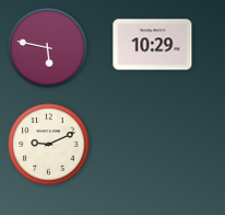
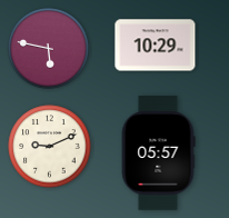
clock at (158, 153): none -> 05:57
